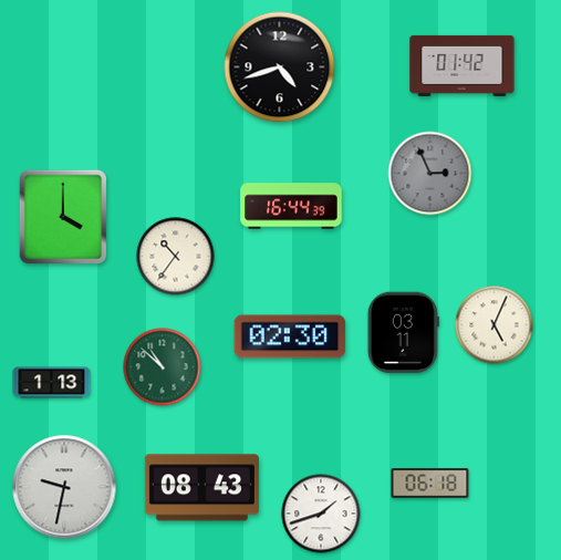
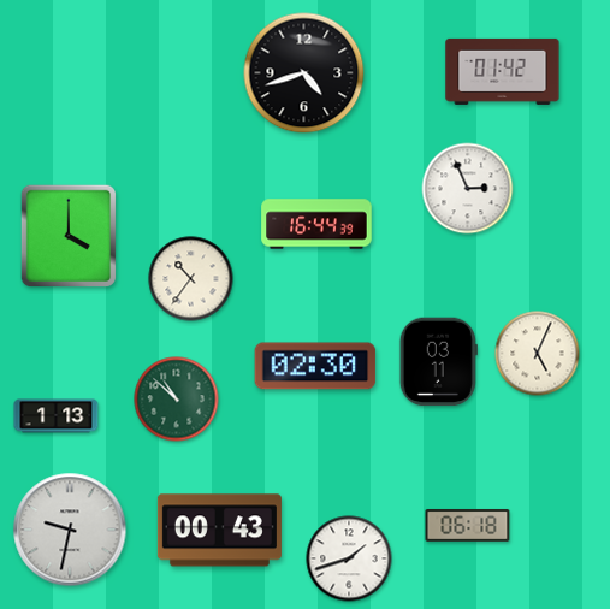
clock at (430, 174) dial: grey -> white
clock at (201, 488): 08:43 -> 00:43
